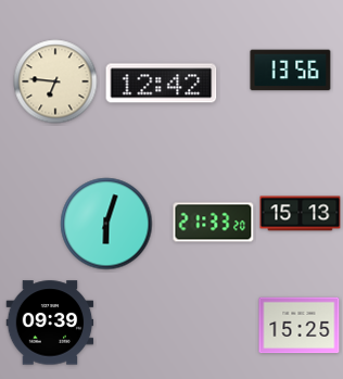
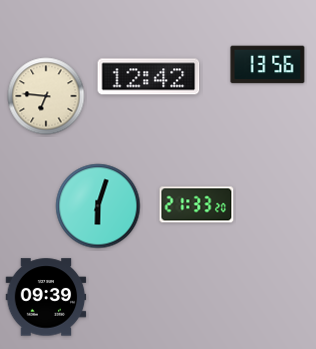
clock at (55, 81) position: (55, 81) -> (46, 96)
clock at (301, 214): 15:13 -> none
clock at (300, 326): 15:25 -> none
